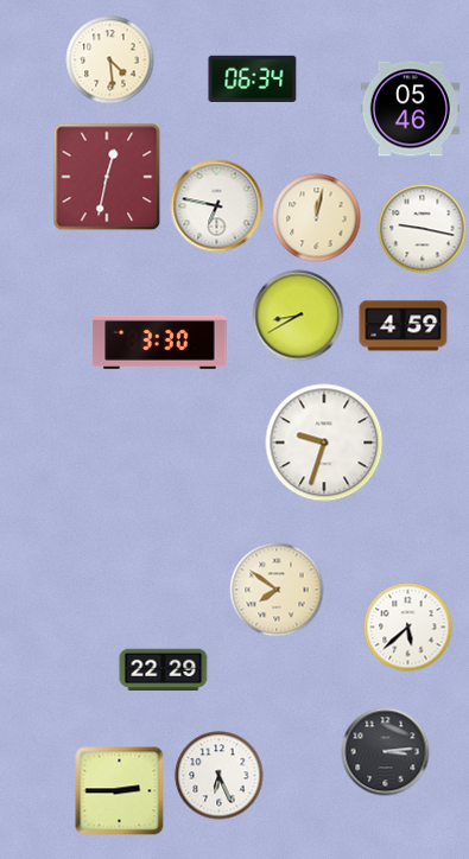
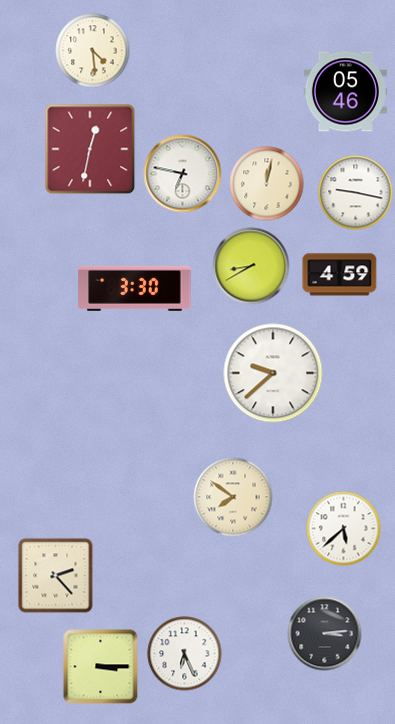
clock at (253, 78): 06:34 -> none
clock at (324, 443): 9:33 -> 9:38
clock at (164, 670): 22:29 -> none
clock at (56, 576): none -> 2:23
clock at (120, 791): 2:45 -> 3:15
